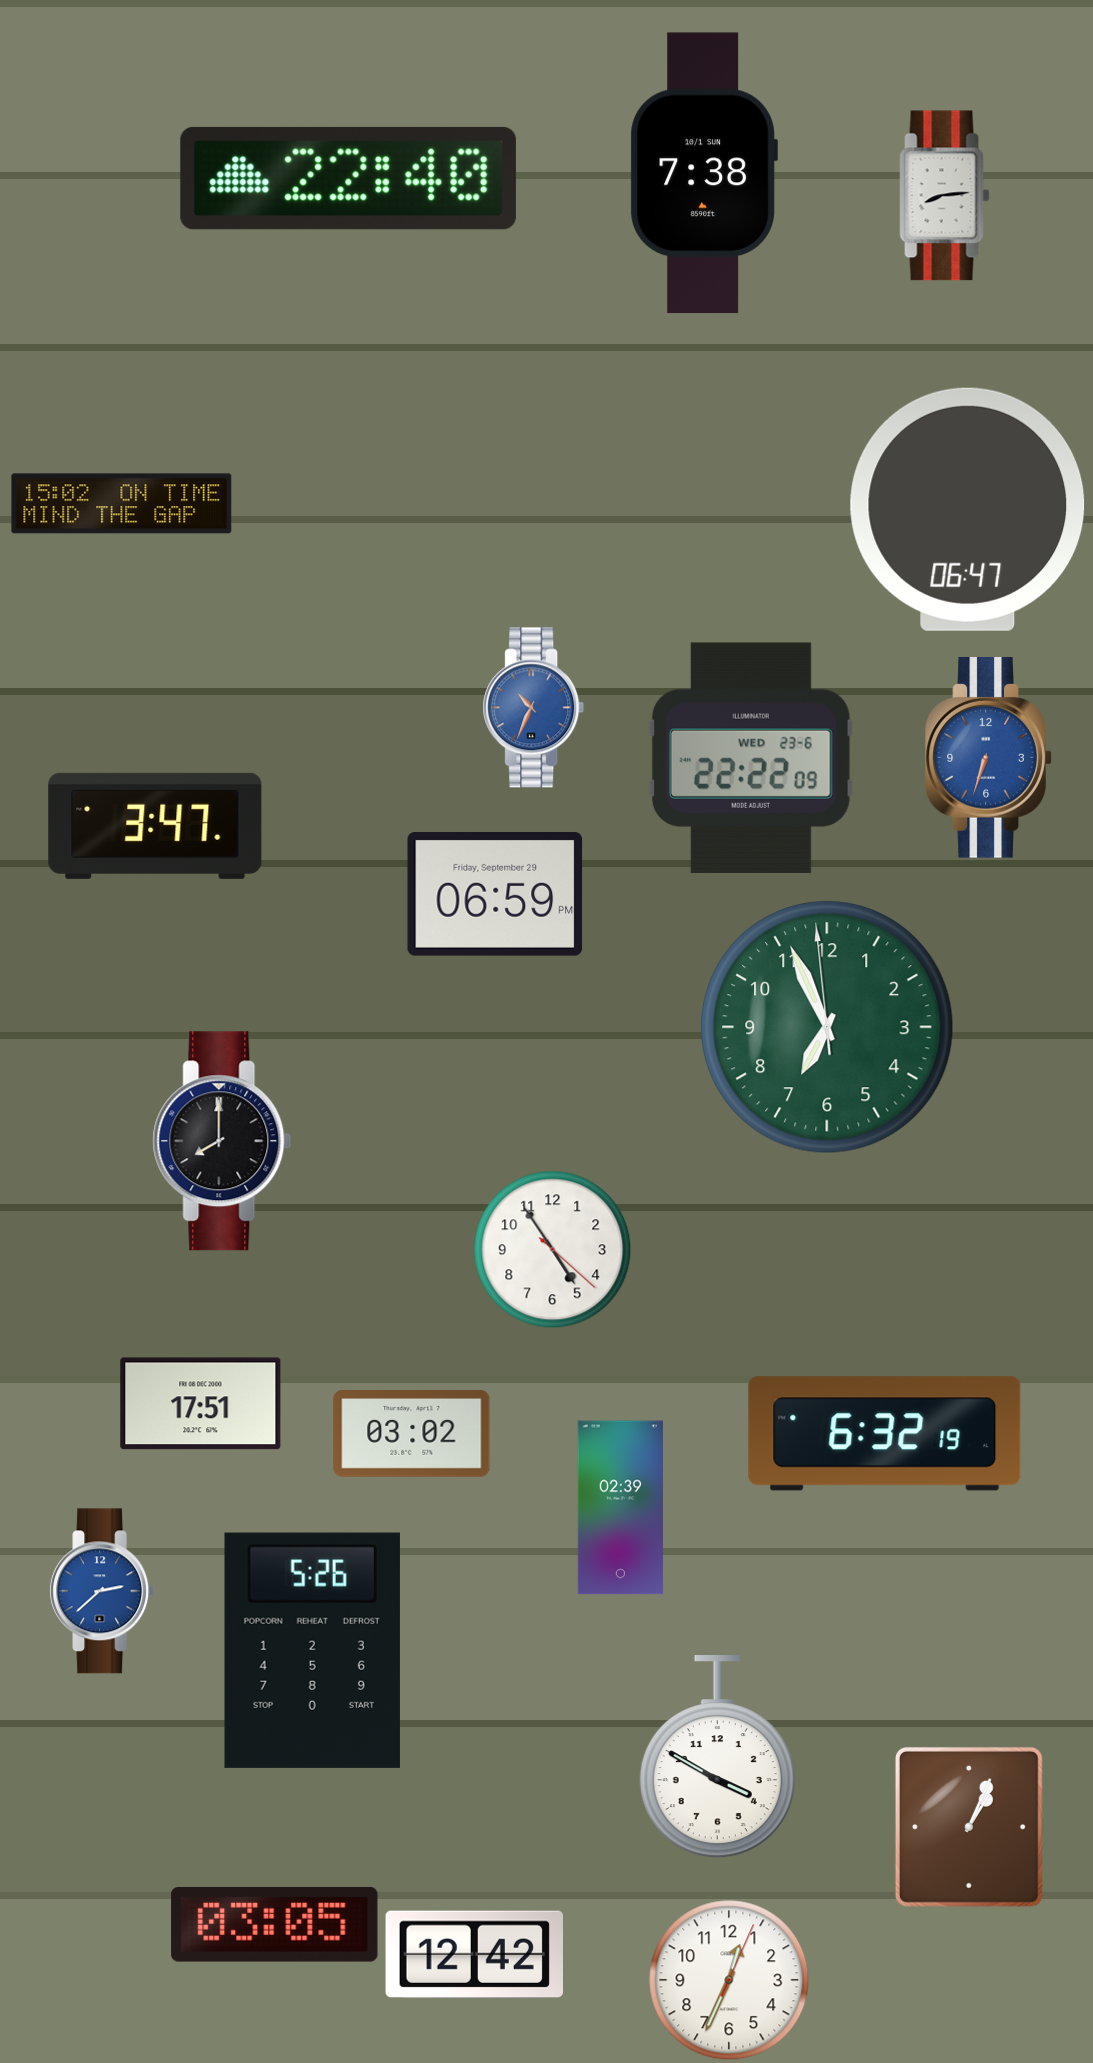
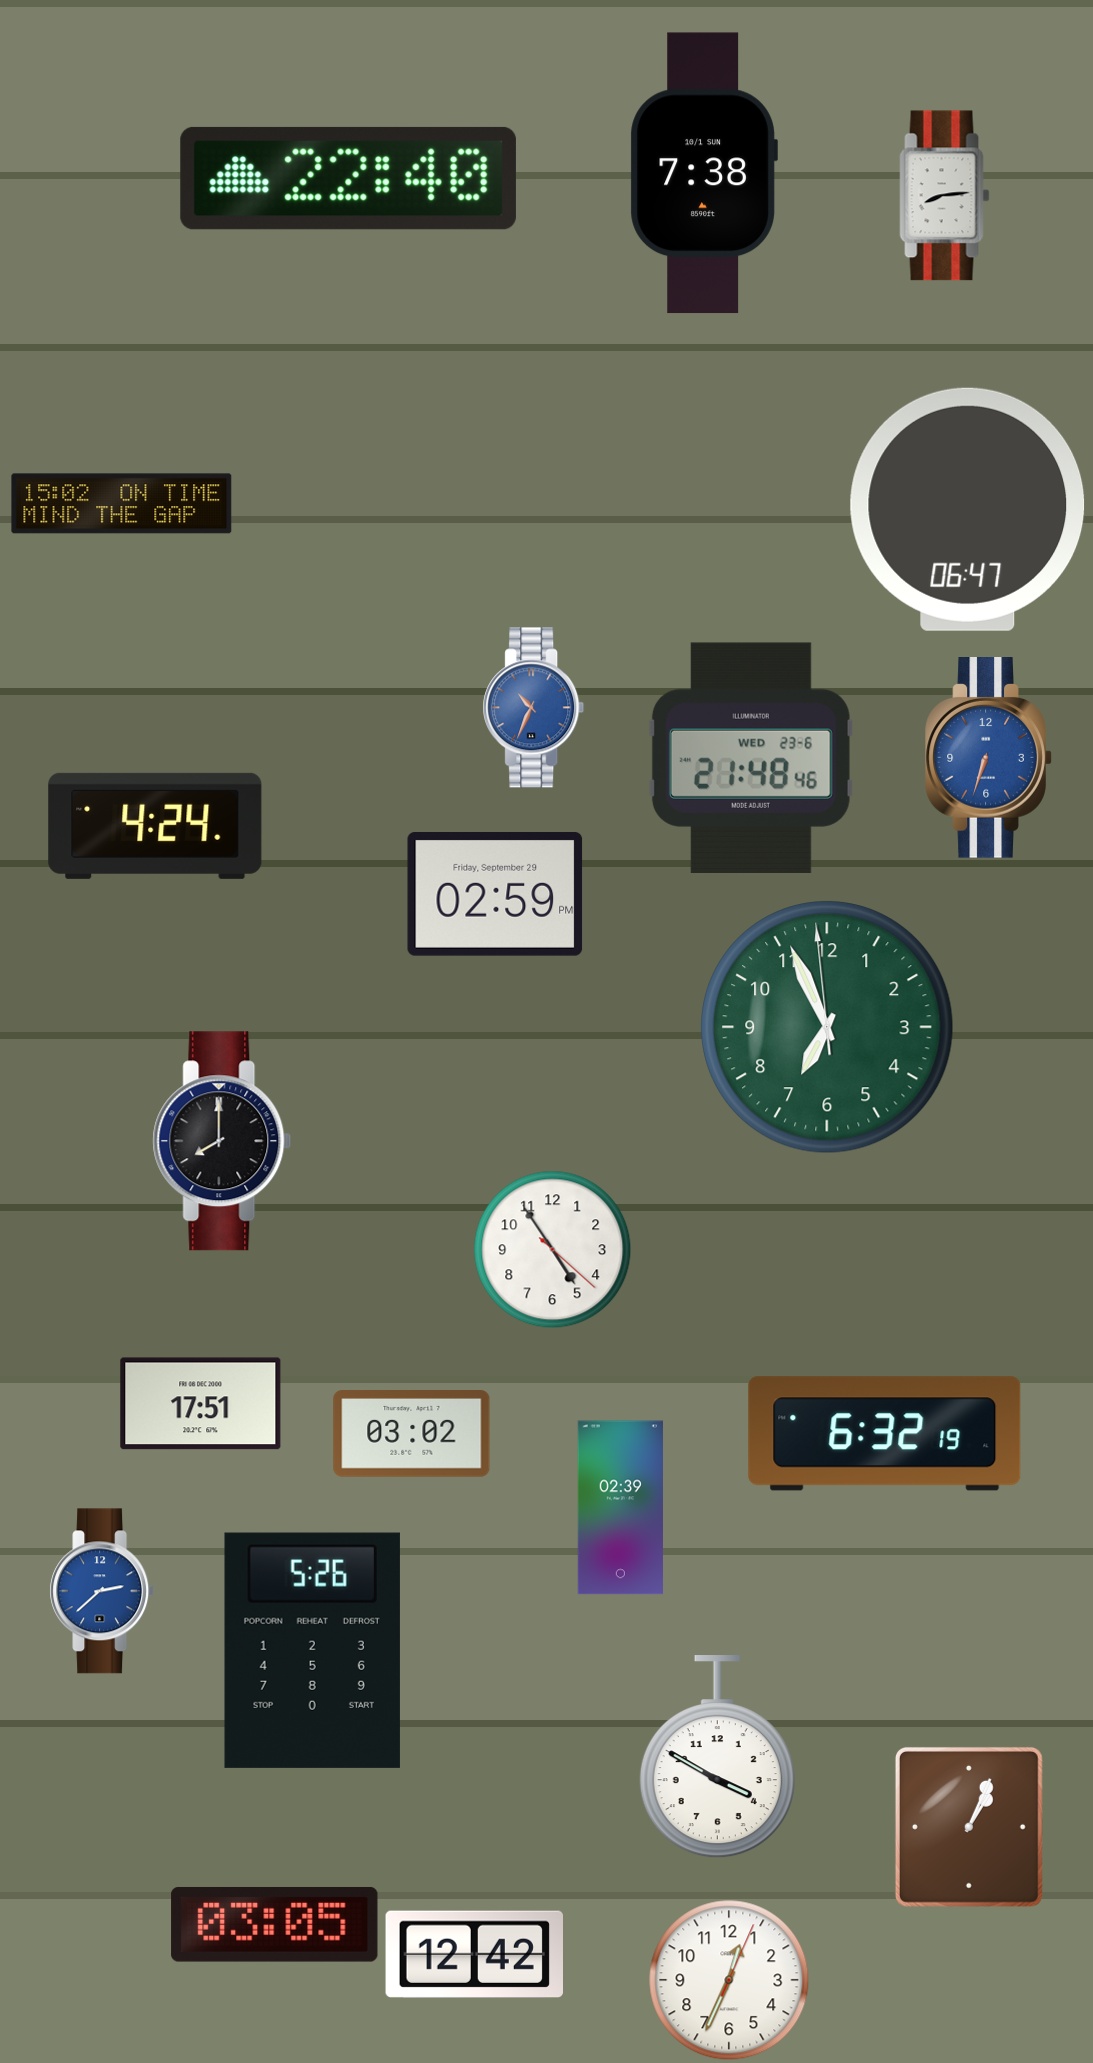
clock at (751, 758): 22:22 -> 21:48
clock at (155, 826): 3:47 -> 4:24
clock at (495, 894): 06:59 -> 02:59
